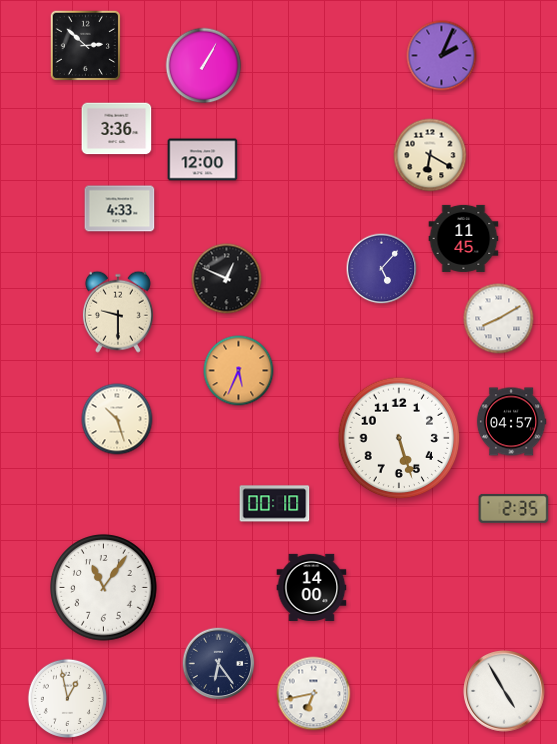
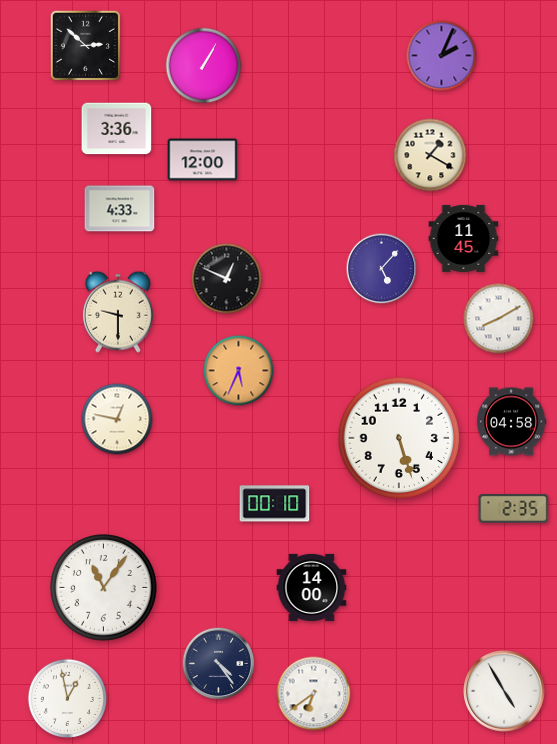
clock at (430, 155): 6:20 -> 1:20
clock at (117, 419): 10:27 -> 12:47
clock at (511, 422): 04:57 -> 04:58
clock at (219, 664): 6:24 -> 4:24
clock at (314, 694): 6:43 -> 6:39
